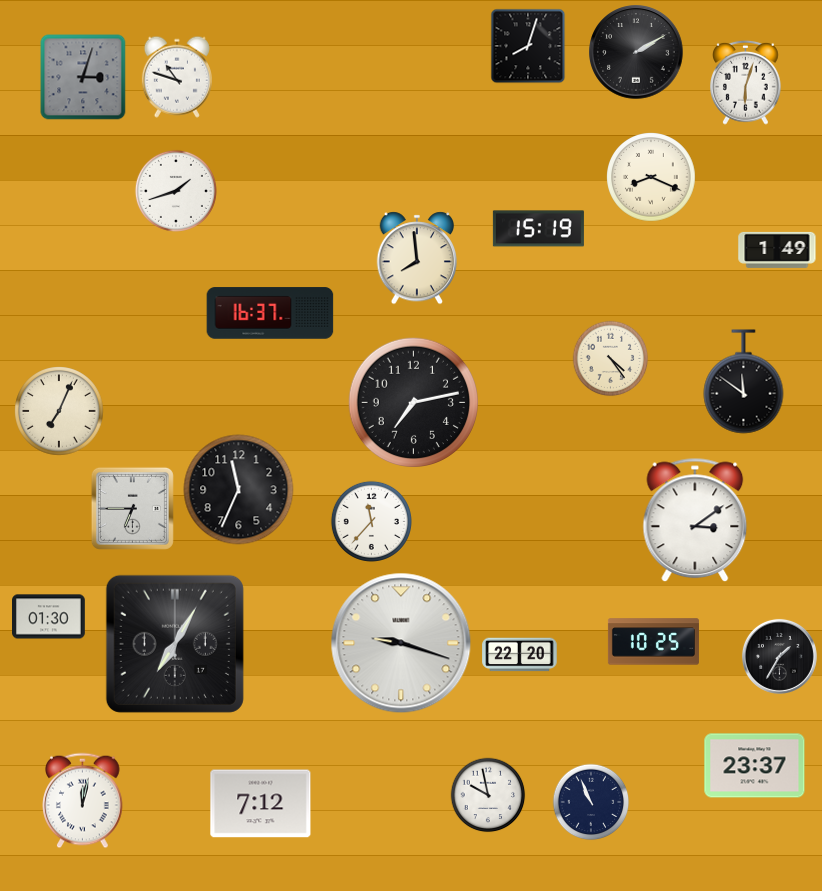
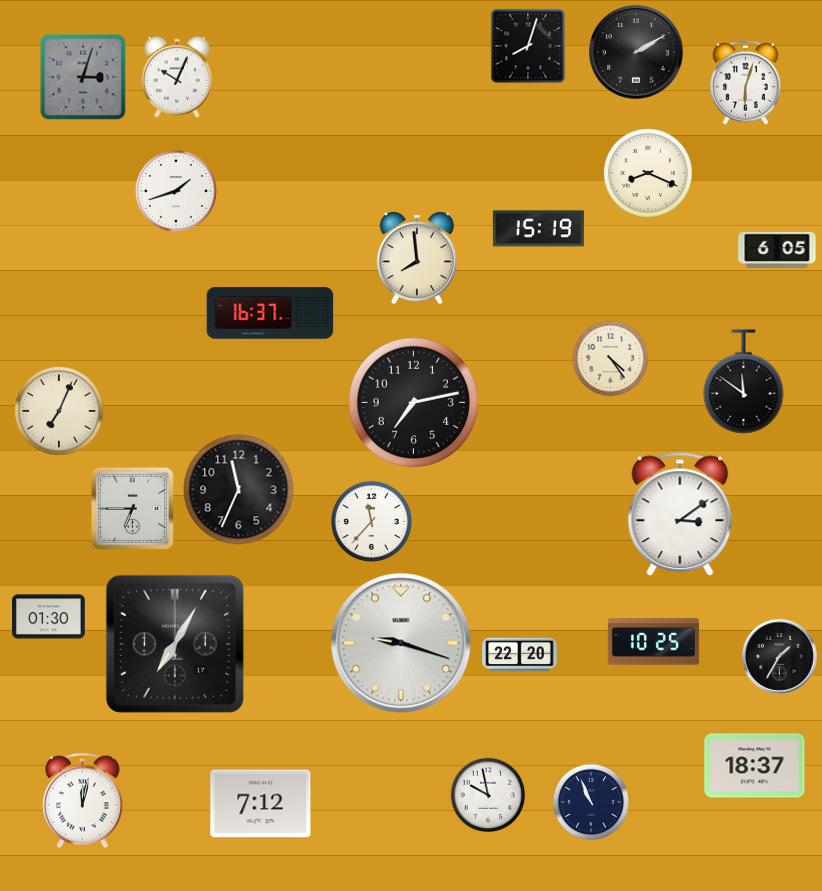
clock at (177, 77): 10:48 -> 10:04
clock at (652, 178) position: (652, 178) -> (649, 174)
clock at (777, 250): 1:49 -> 6:05
clock at (695, 520) position: (695, 520) -> (680, 514)
clock at (755, 766): 23:37 -> 18:37
